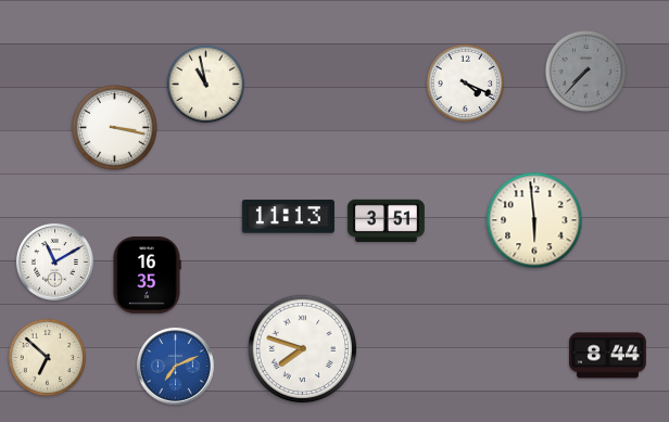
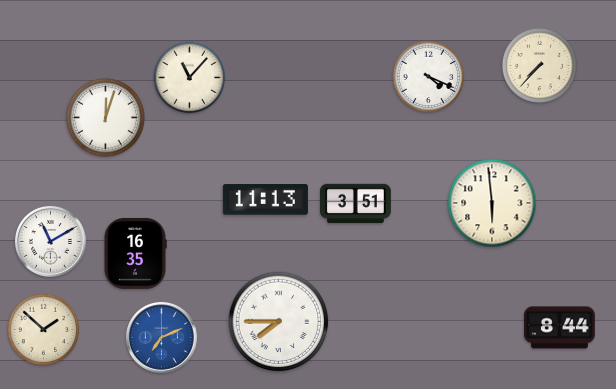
clock at (585, 71) dial: grey -> cream
clock at (206, 85): 10:58 -> 11:07
clock at (115, 128): 3:17 -> 12:03
clock at (303, 349): 7:48 -> 7:45
clock at (48, 358): 6:52 -> 1:52
